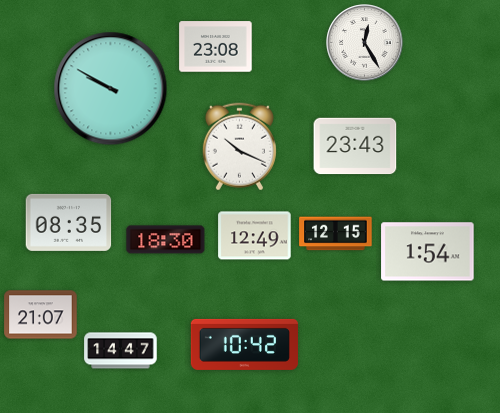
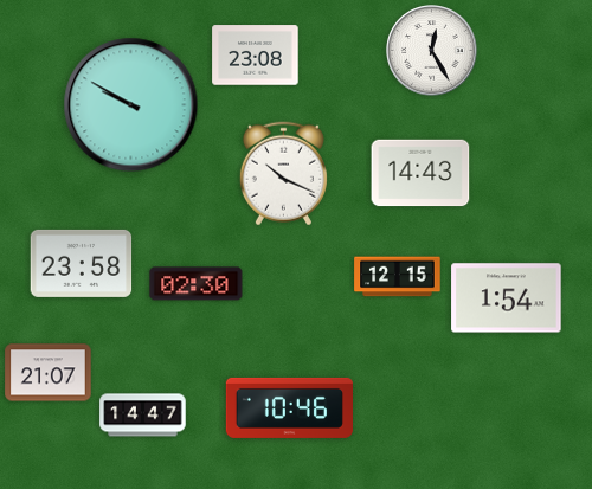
clock at (355, 146): 23:43 -> 14:43
clock at (69, 222): 08:35 -> 23:58
clock at (255, 236): 12:49 -> none
clock at (166, 240): 18:30 -> 02:30
clock at (244, 344): 10:42 -> 10:46
